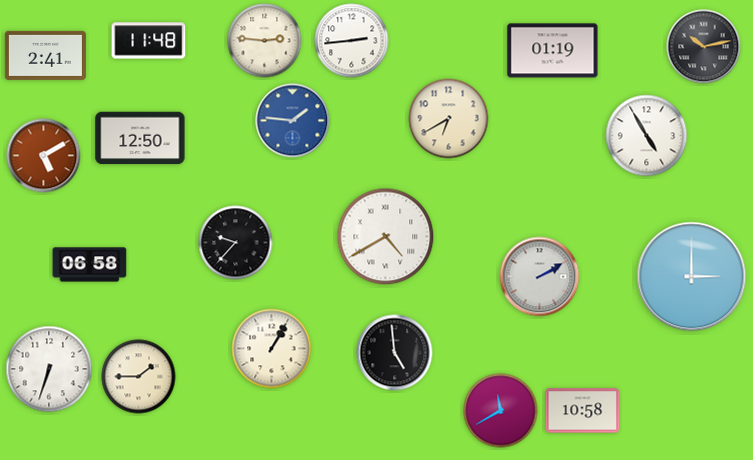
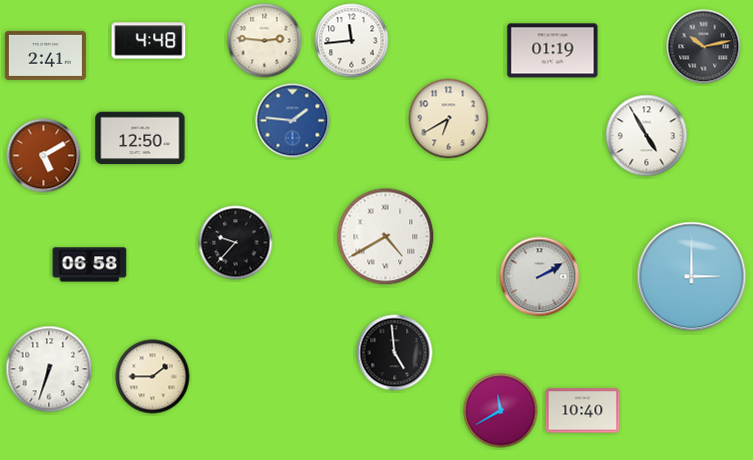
clock at (149, 41): 11:48 -> 4:48
clock at (352, 41): 2:44 -> 11:44
clock at (272, 349): 1:05 -> none
clock at (139, 377) position: (139, 377) -> (153, 377)
clock at (583, 411): 10:58 -> 10:40
